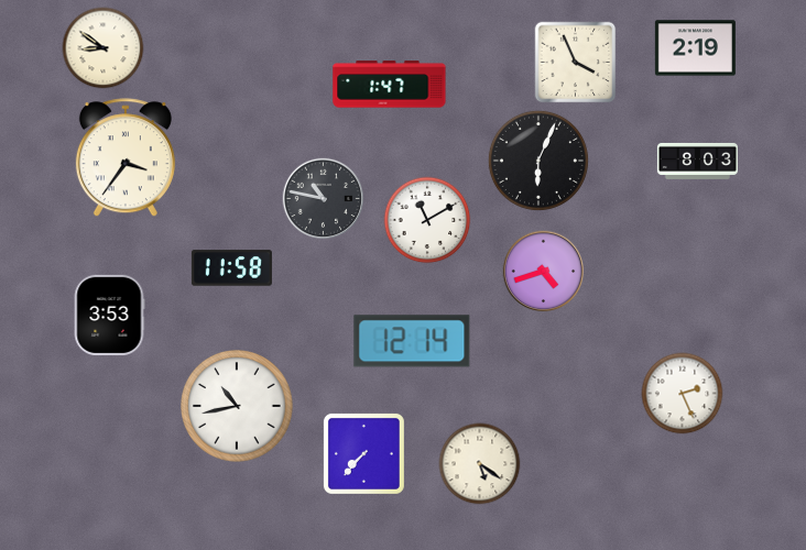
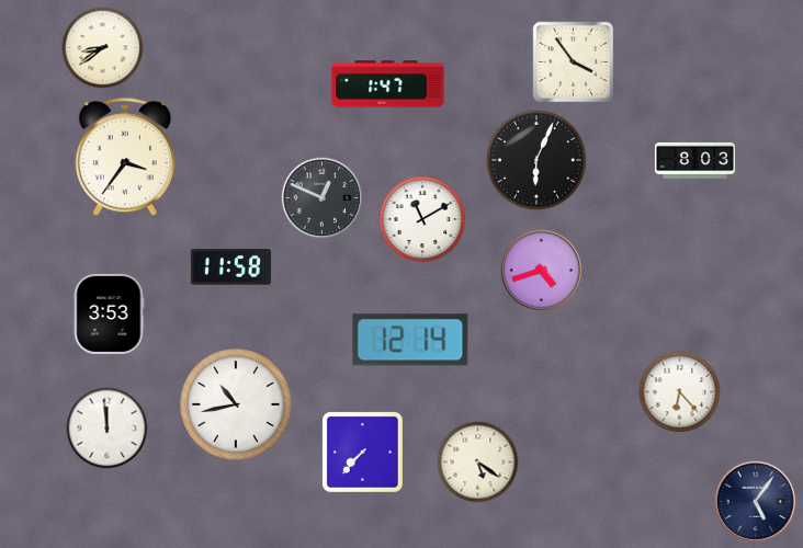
clock at (104, 48): 8:51 -> 8:39
clock at (695, 48): 2:19 -> none
clock at (576, 63): 3:56 -> 3:54
clock at (324, 199): 10:47 -> 12:49
clock at (427, 220) position: (427, 220) -> (422, 219)
clock at (683, 394): 2:26 -> 6:23
clock at (108, 429): none -> 11:59
clock at (756, 502): none -> 5:06
